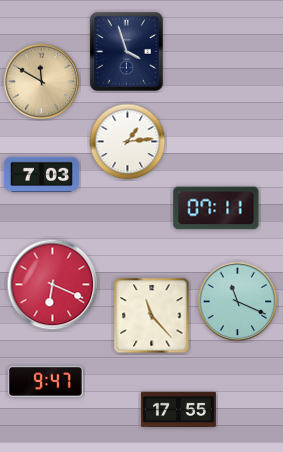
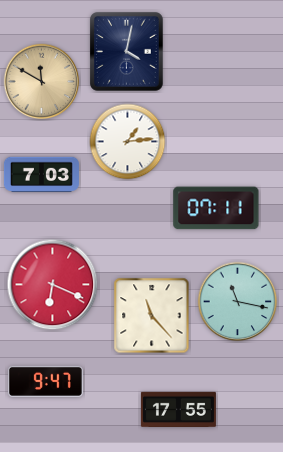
clock at (127, 52): 3:57 -> 4:02
clock at (238, 302): 11:19 -> 11:17
